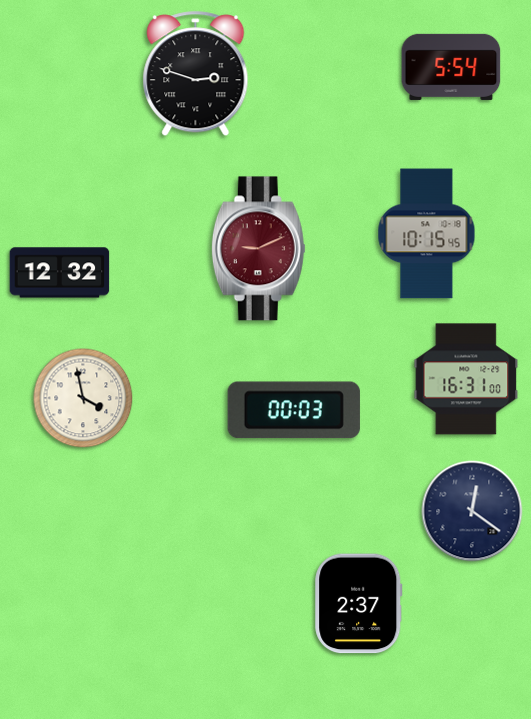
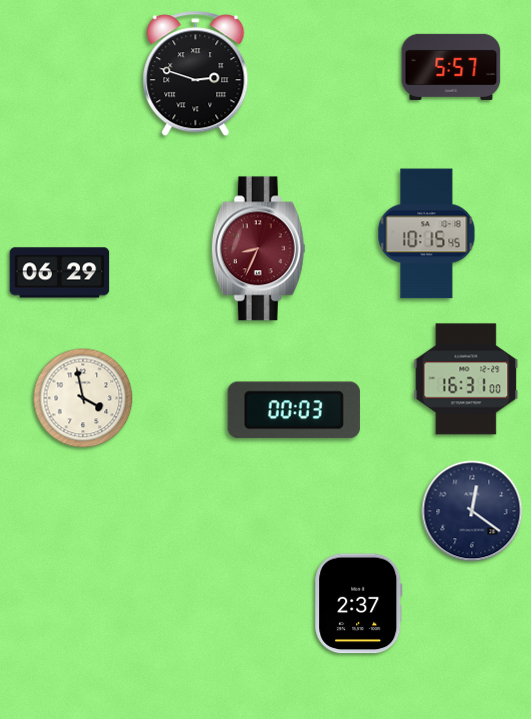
clock at (451, 67): 5:54 -> 5:57
clock at (258, 249): 9:11 -> 8:34
clock at (60, 273): 12:32 -> 06:29
